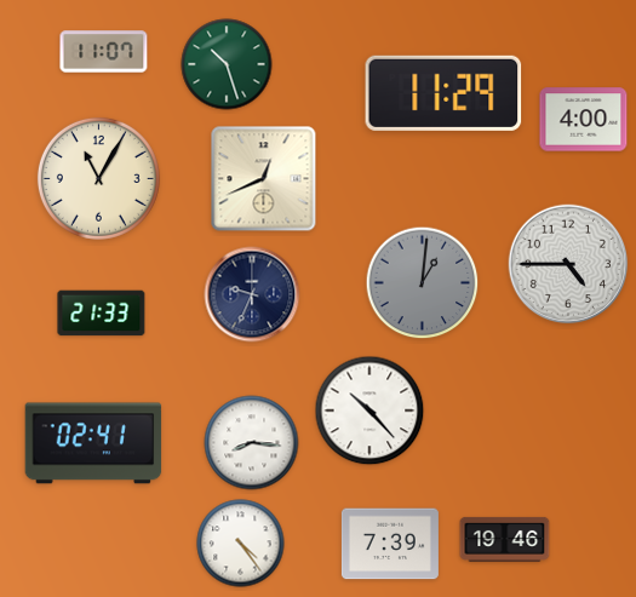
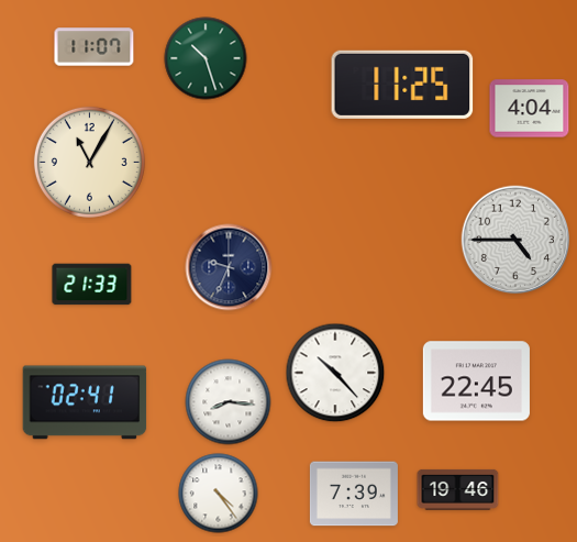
clock at (443, 93): 11:29 -> 11:25
clock at (584, 120): 4:00 -> 4:04
clock at (264, 179): 12:41 -> none
clock at (423, 283): 1:01 -> none
clock at (476, 381): none -> 22:45
